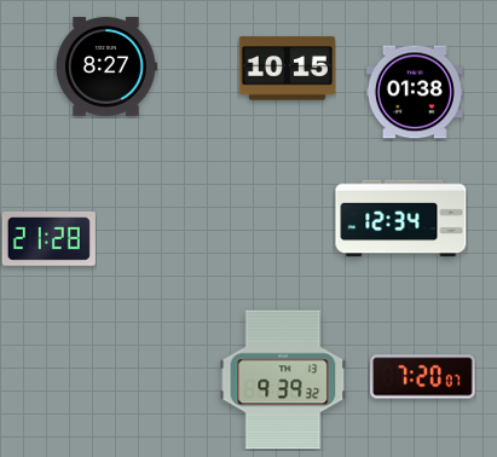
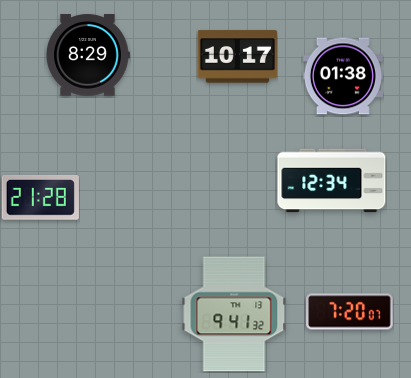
clock at (106, 66): 8:27 -> 8:29
clock at (287, 69): 10:15 -> 10:17
clock at (283, 380): 9:39 -> 9:41
